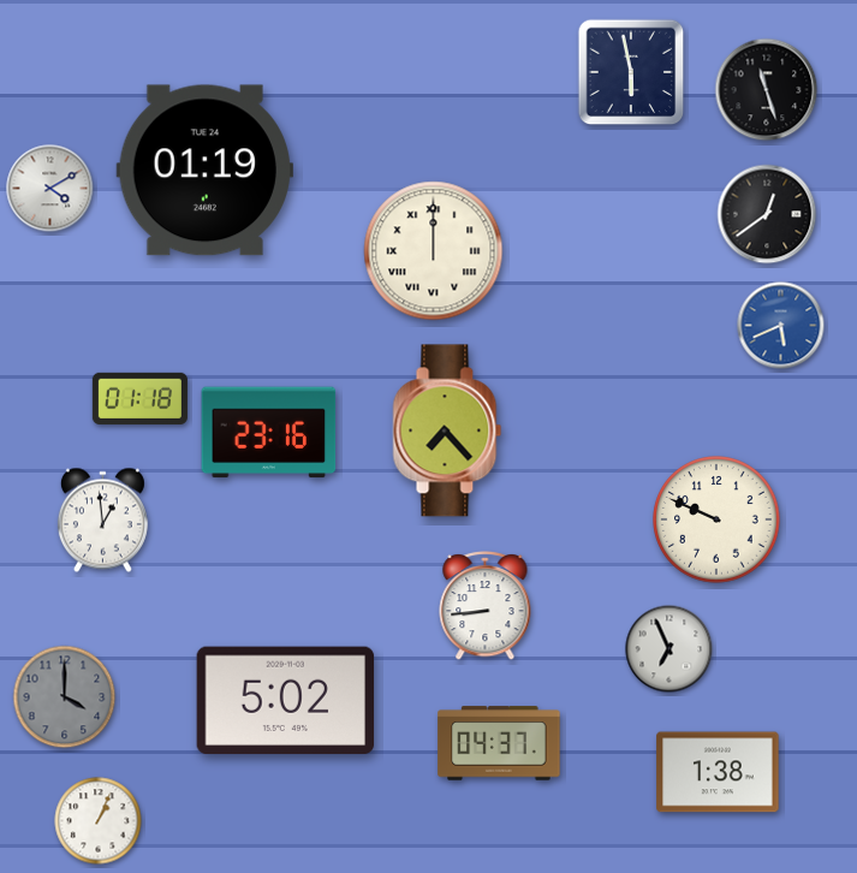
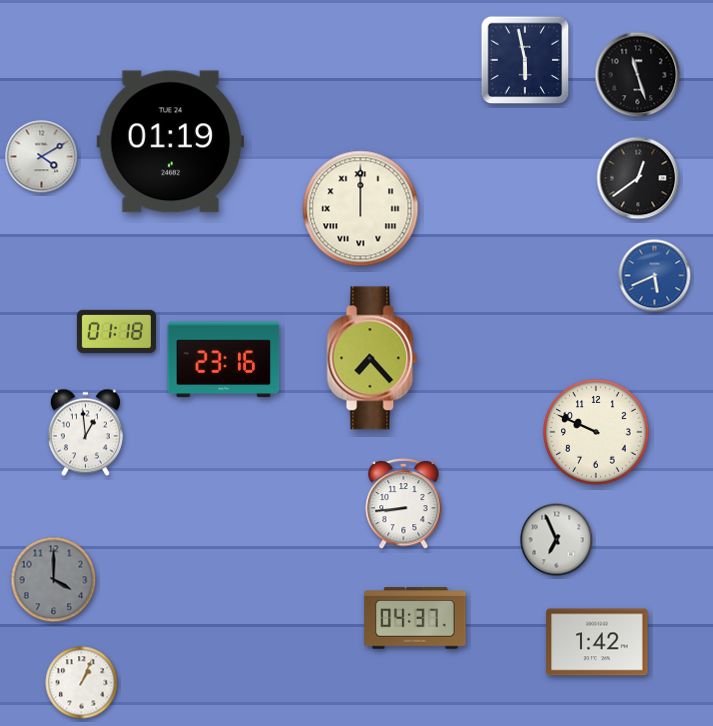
clock at (781, 326) position: (781, 326) -> (655, 276)
clock at (286, 701): 5:02 -> none
clock at (718, 772): 1:38 -> 1:42
